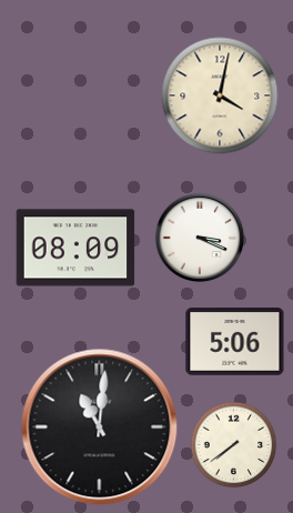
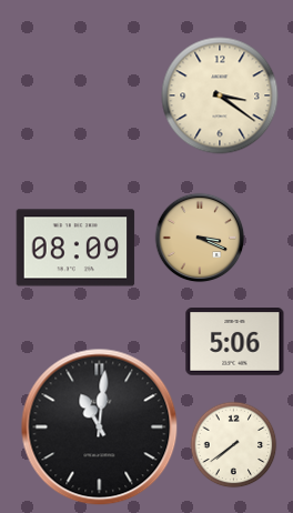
clock at (220, 95): 4:02 -> 3:21
clock at (200, 238) dial: white -> champagne
